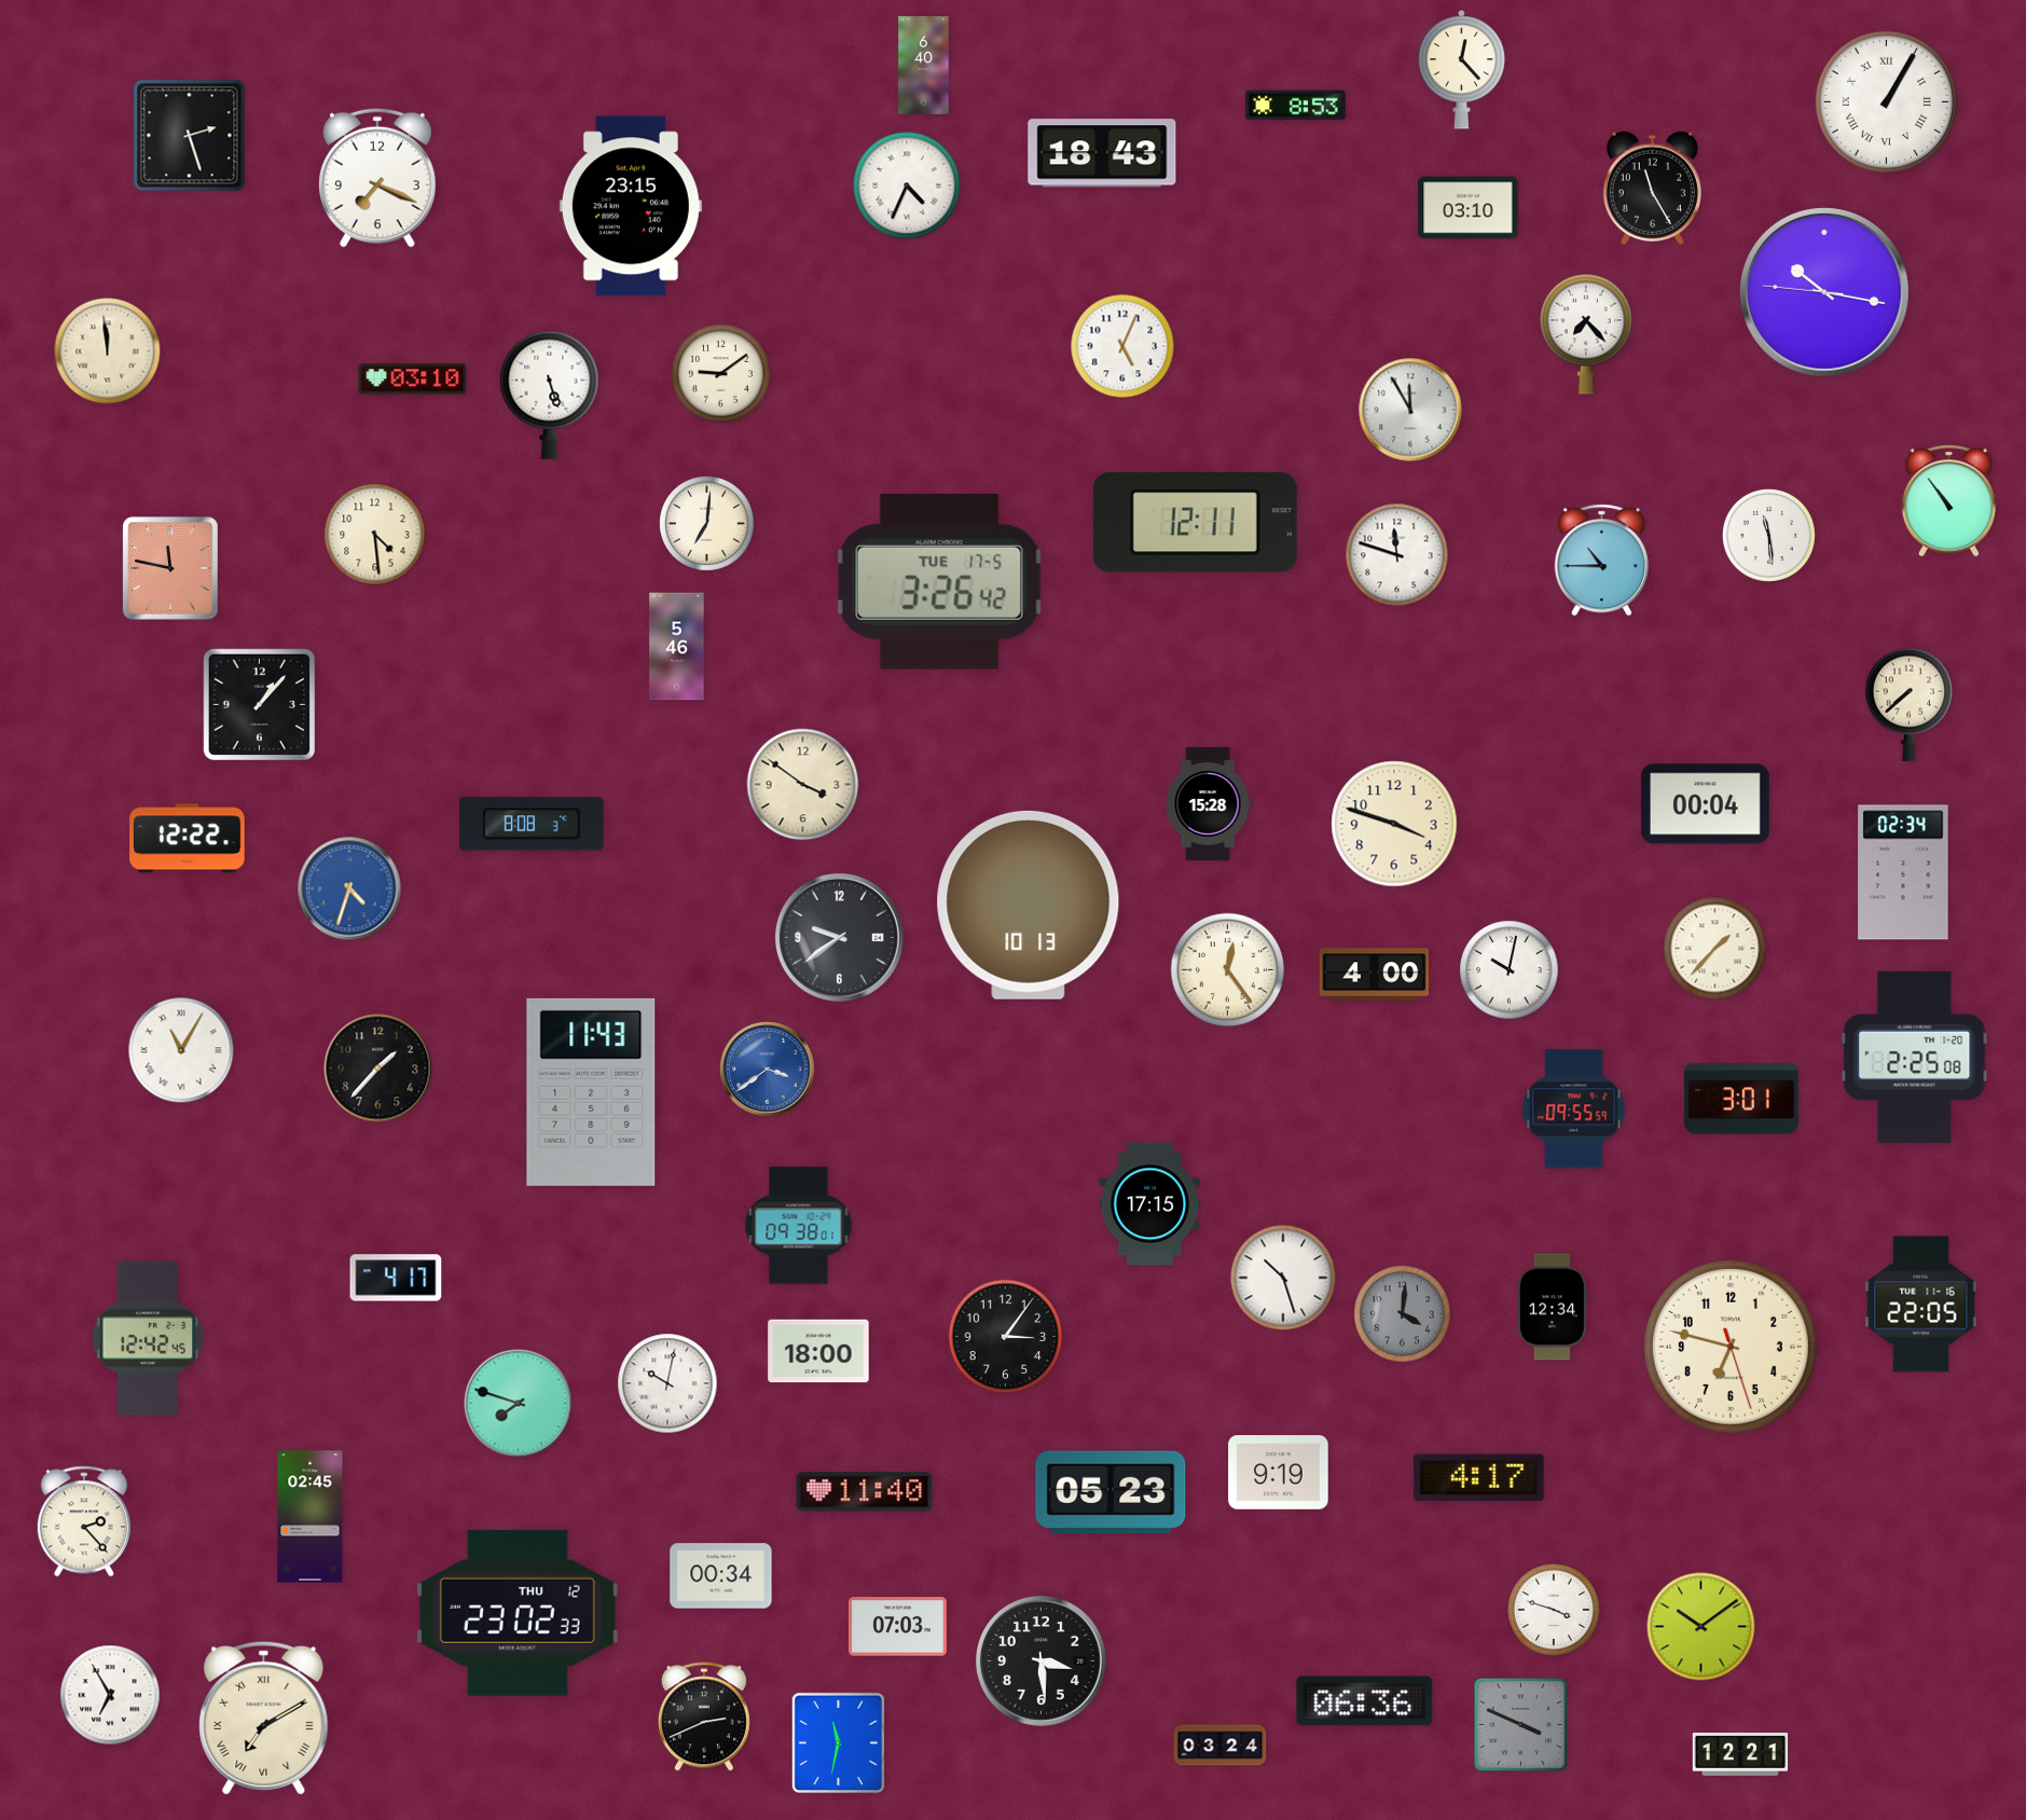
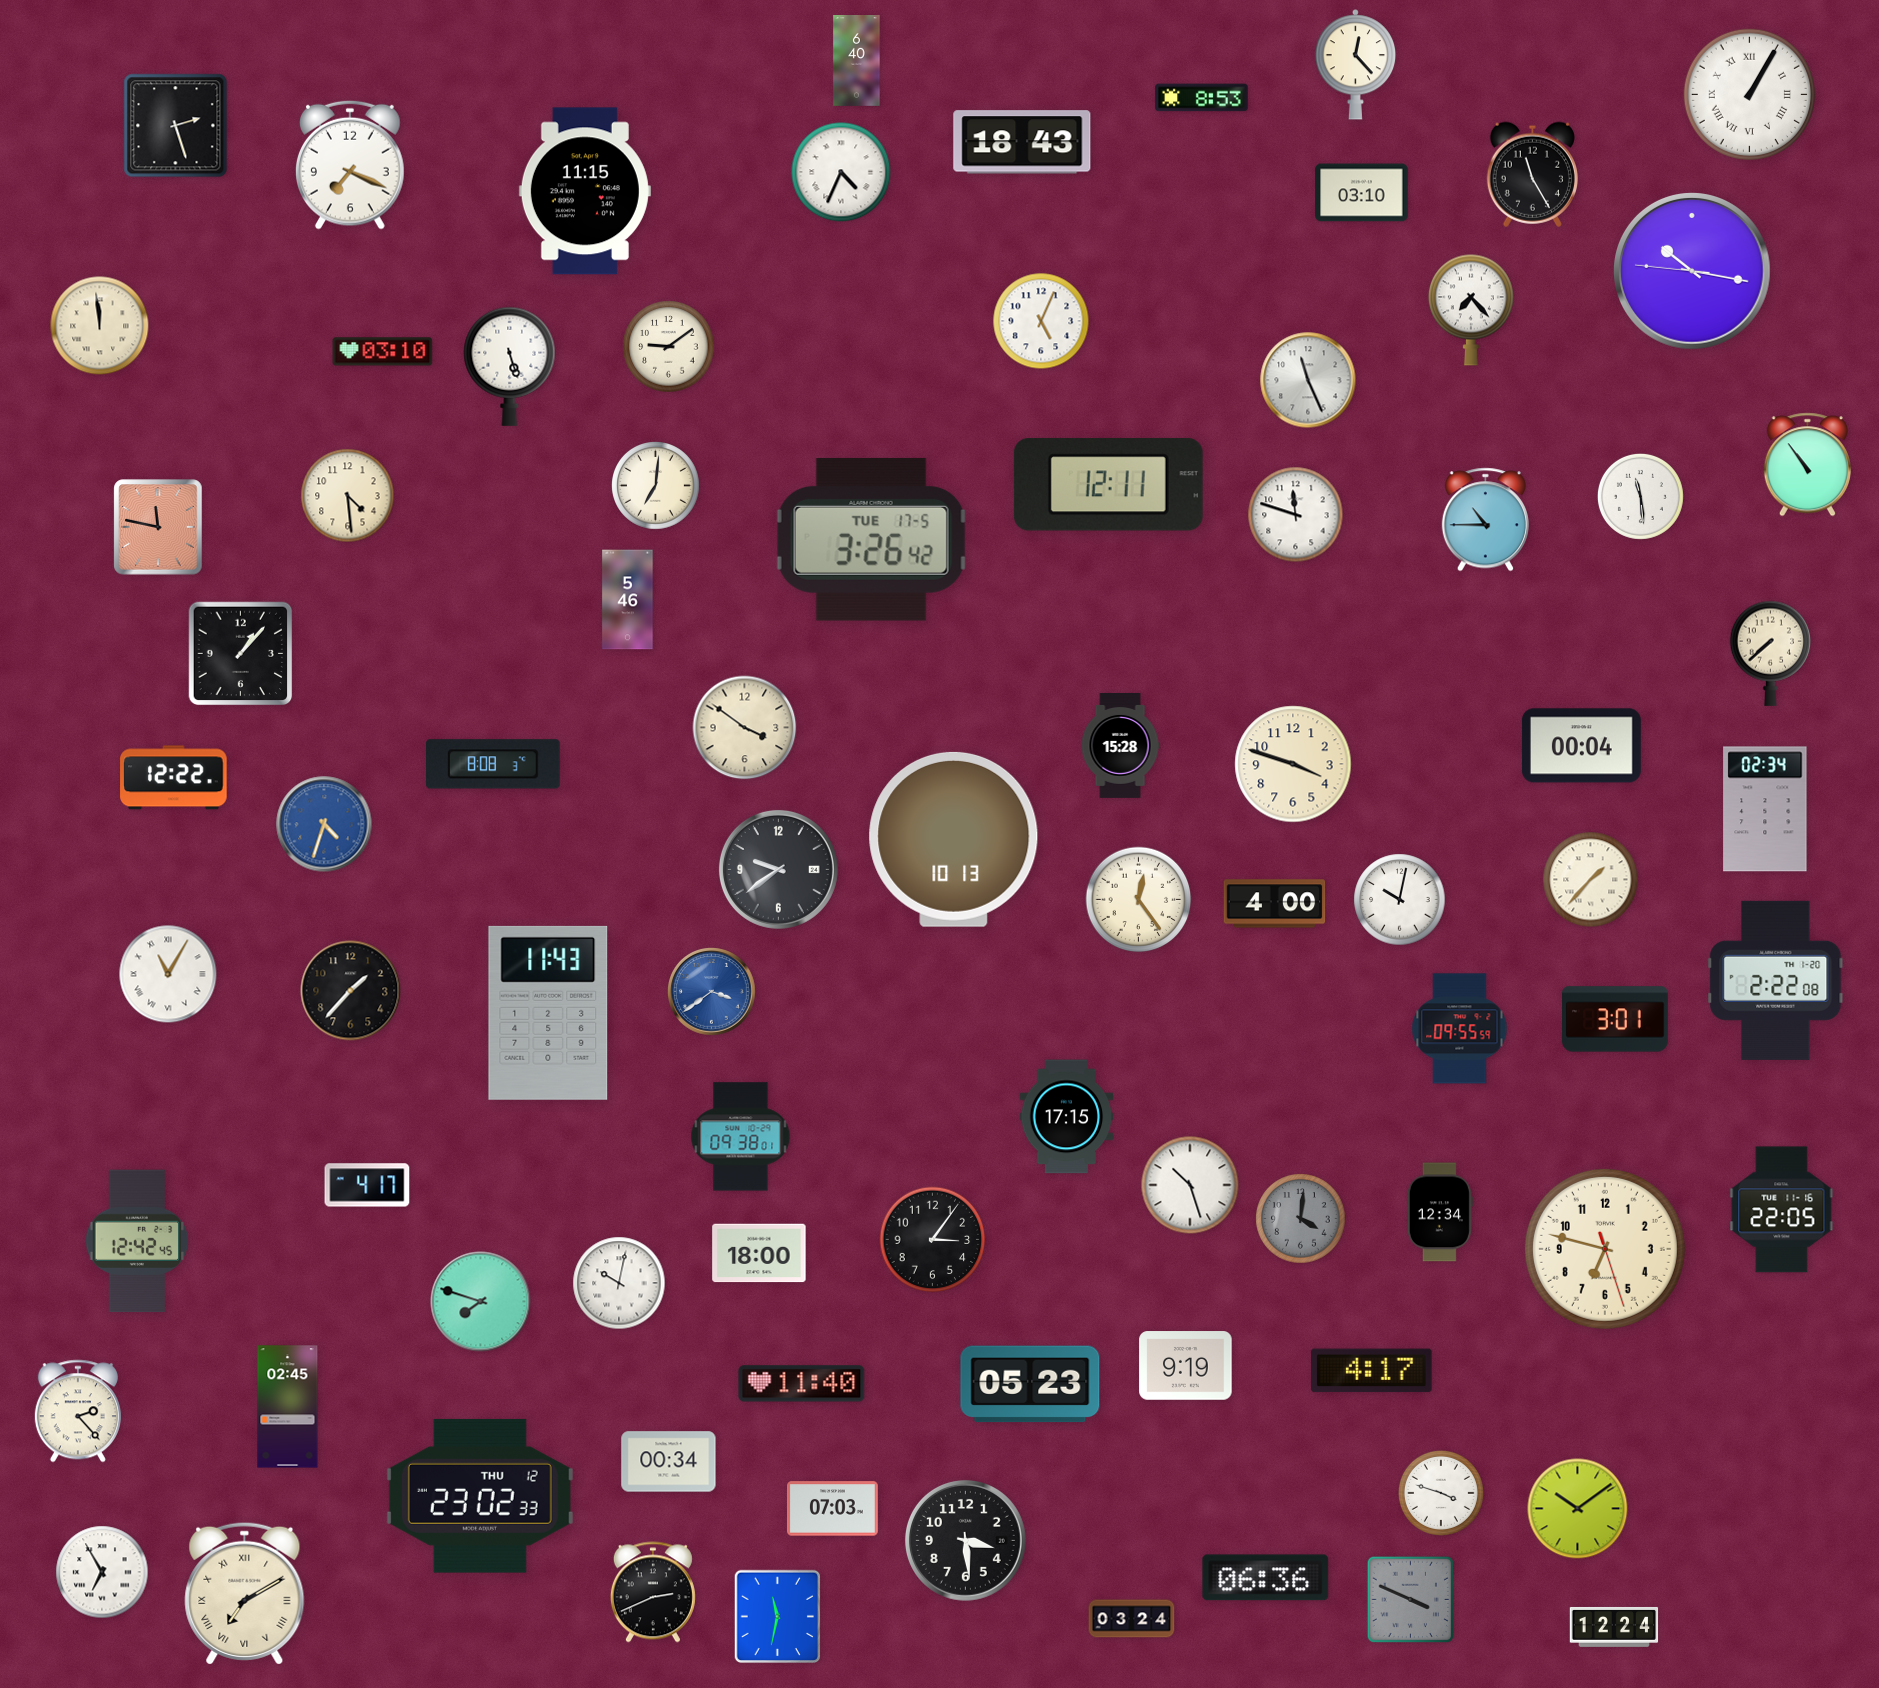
clock at (631, 206): 23:15 -> 11:15
clock at (1410, 410): 11:55 -> 11:26
clock at (1915, 1057): 2:25 -> 2:22
clock at (1740, 1754): 12:21 -> 12:24
